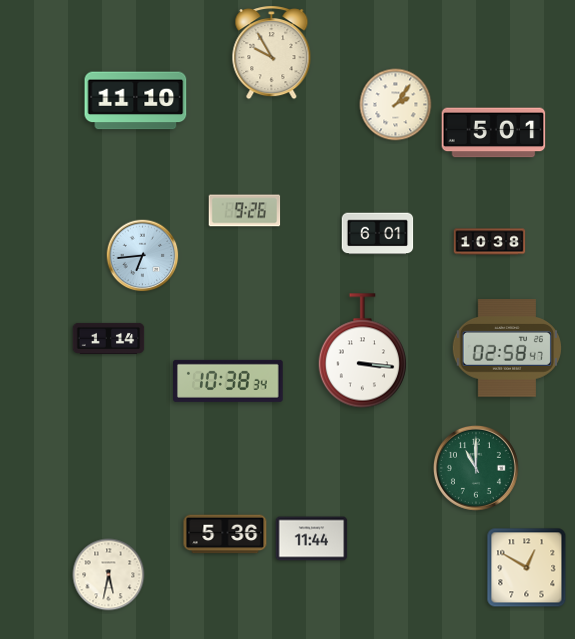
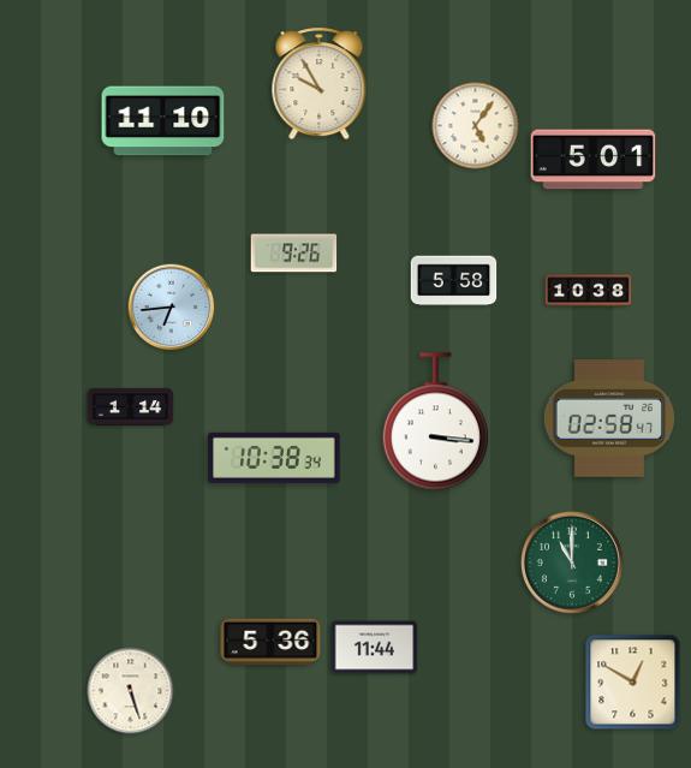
clock at (272, 53) position: (272, 53) -> (320, 84)
clock at (396, 105): 2:06 -> 5:06
clock at (378, 234): 6:01 -> 5:58
clock at (109, 575): 5:32 -> 5:27
